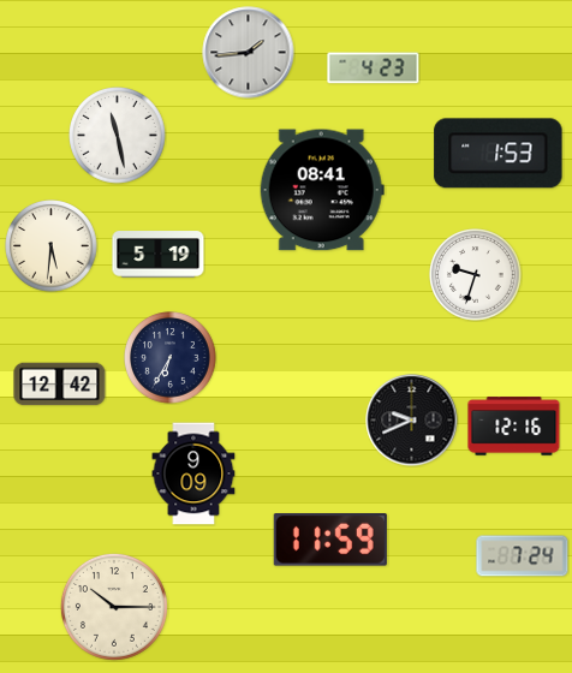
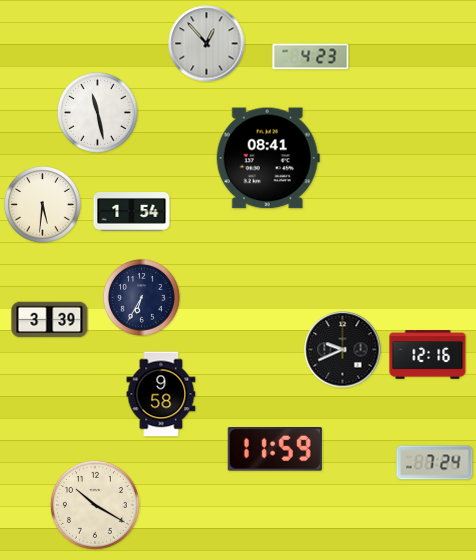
clock at (249, 53): 1:44 -> 12:53
clock at (499, 154): 1:53 -> none
clock at (159, 255): 5:19 -> 1:54
clock at (476, 275): 9:33 -> none
clock at (60, 385): 12:42 -> 3:39
clock at (193, 474): 9:09 -> 9:58
clock at (114, 607): 10:15 -> 10:20
